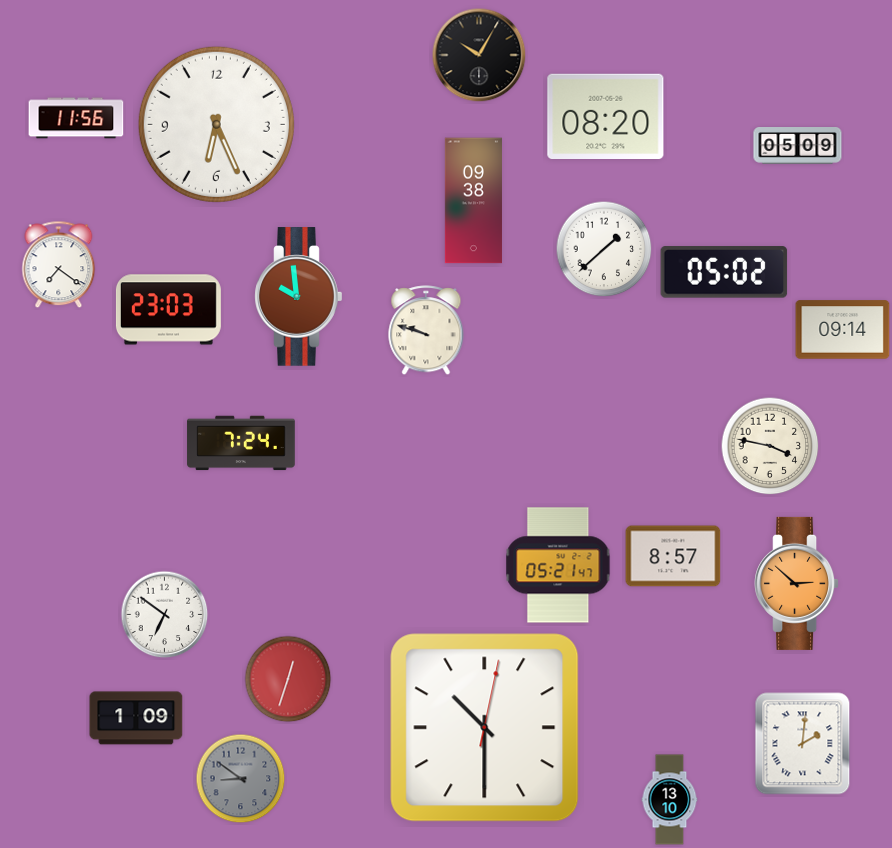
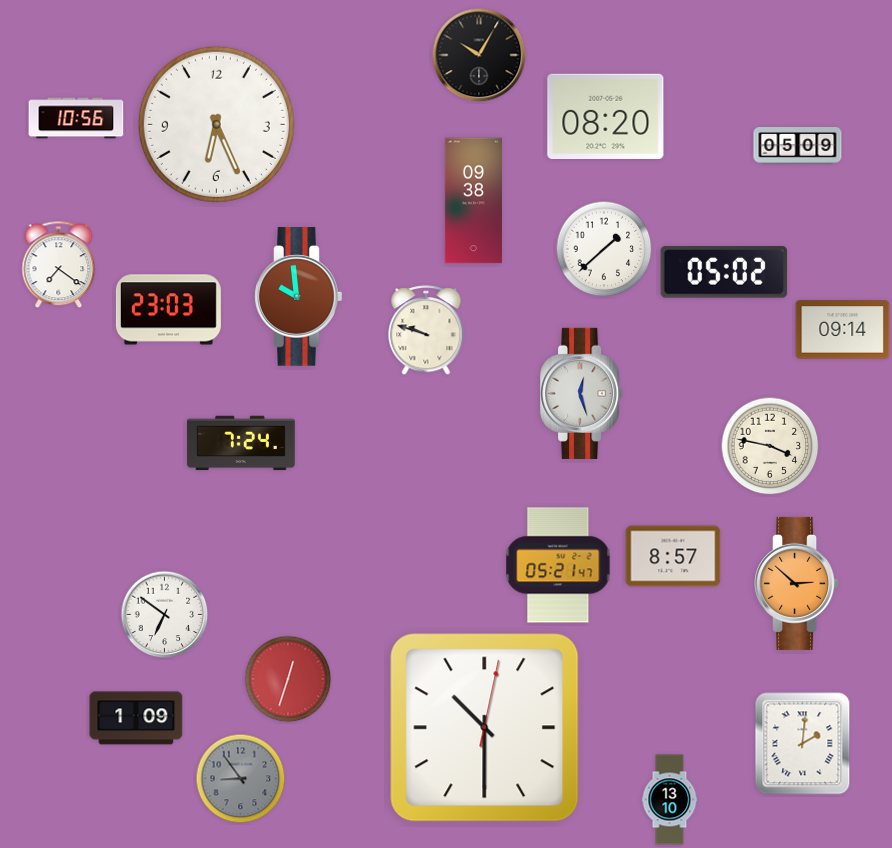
clock at (76, 118): 11:56 -> 10:56
clock at (582, 393): none -> 12:27
clock at (241, 779): 8:51 -> 8:54
